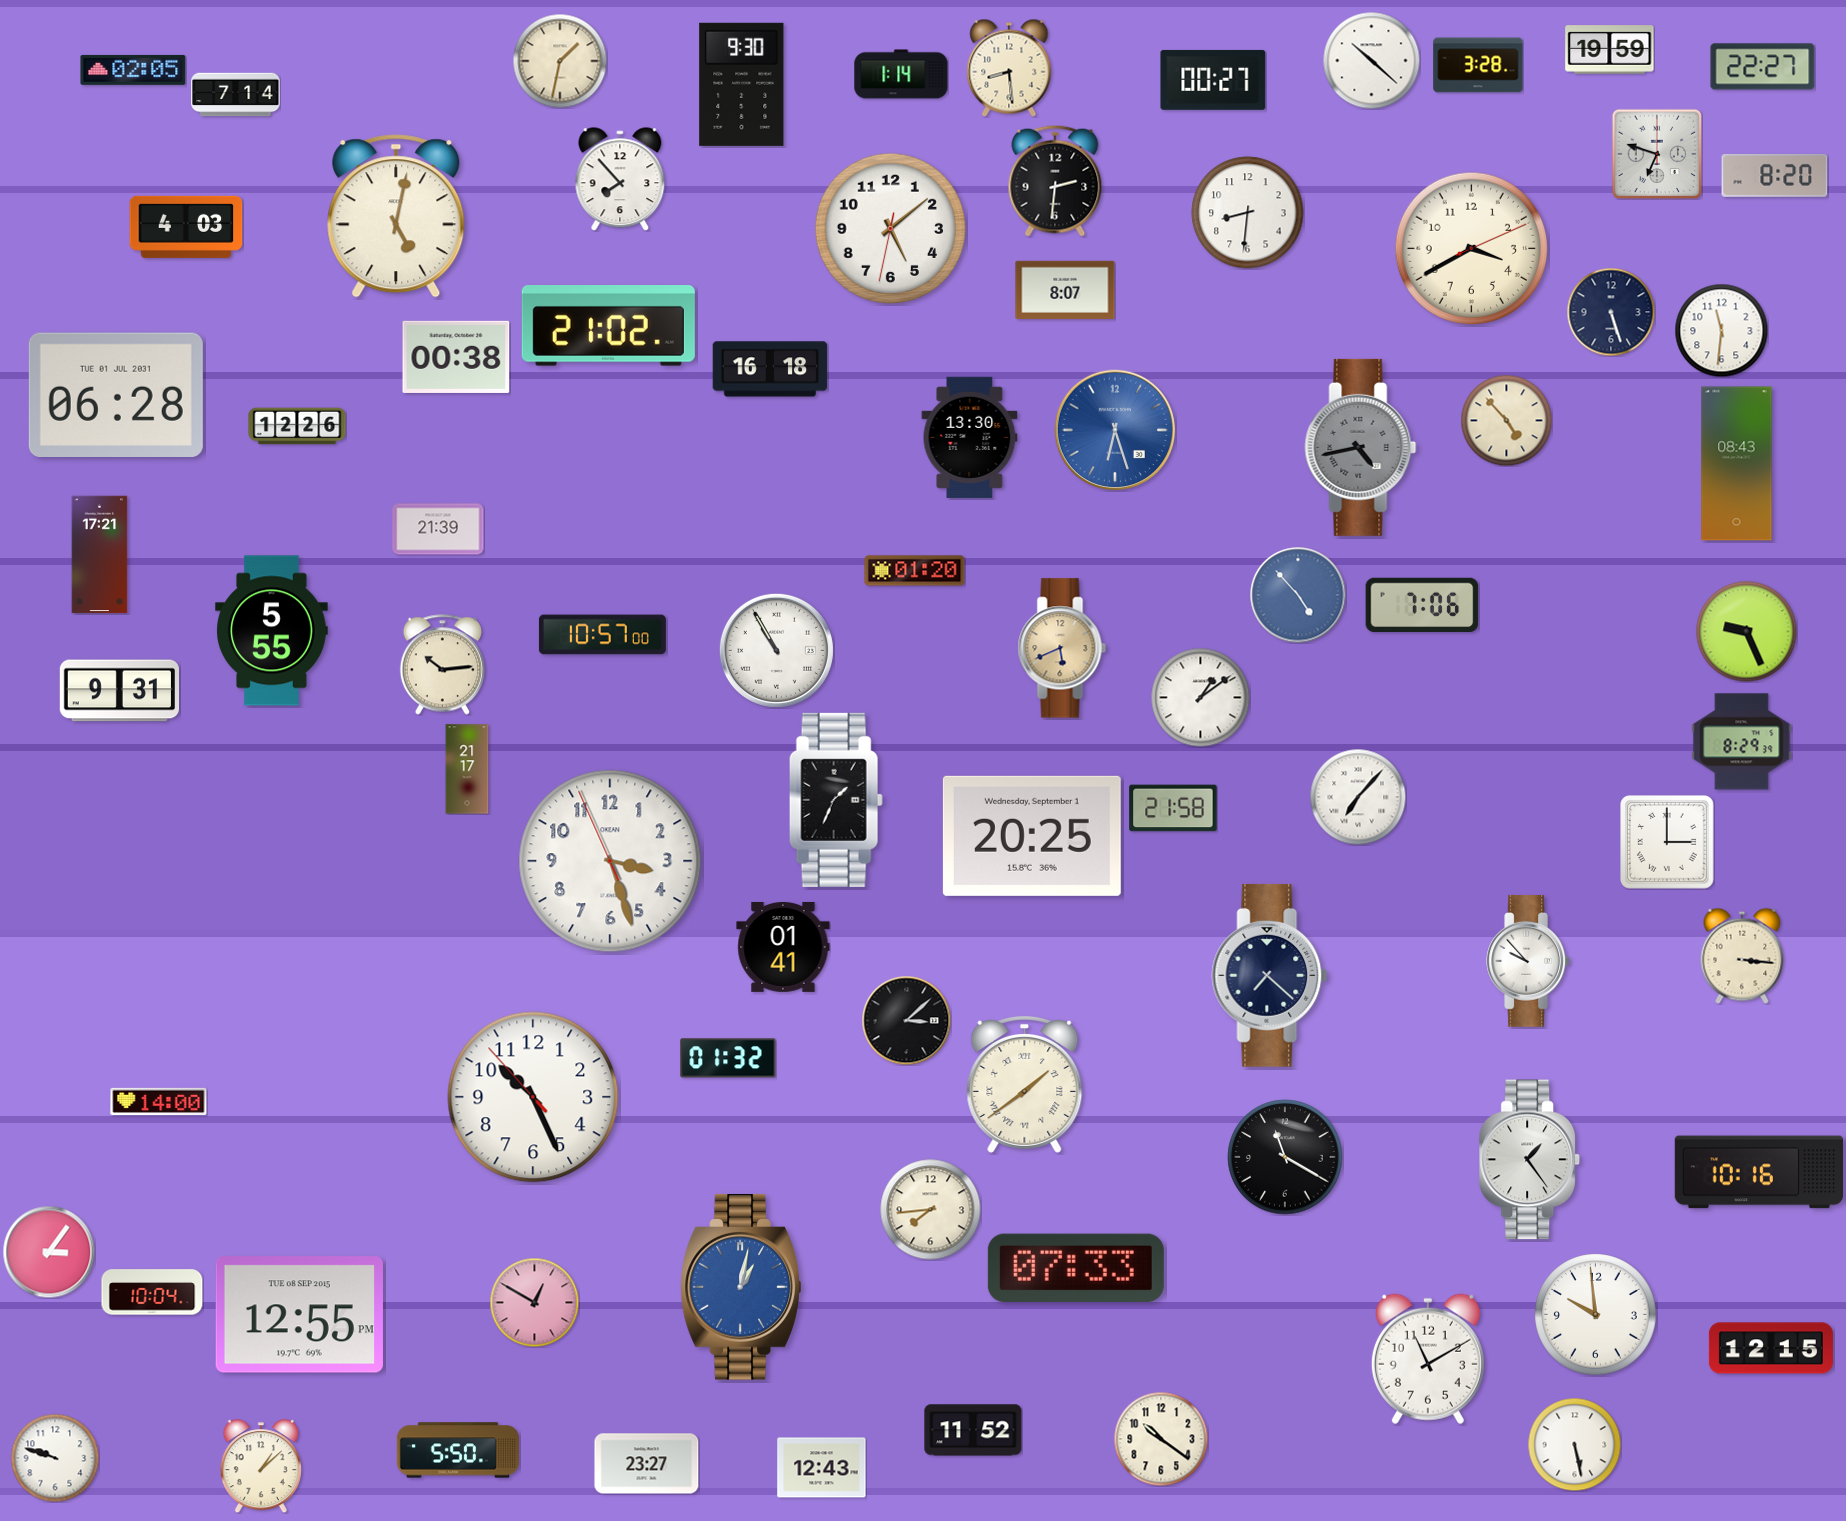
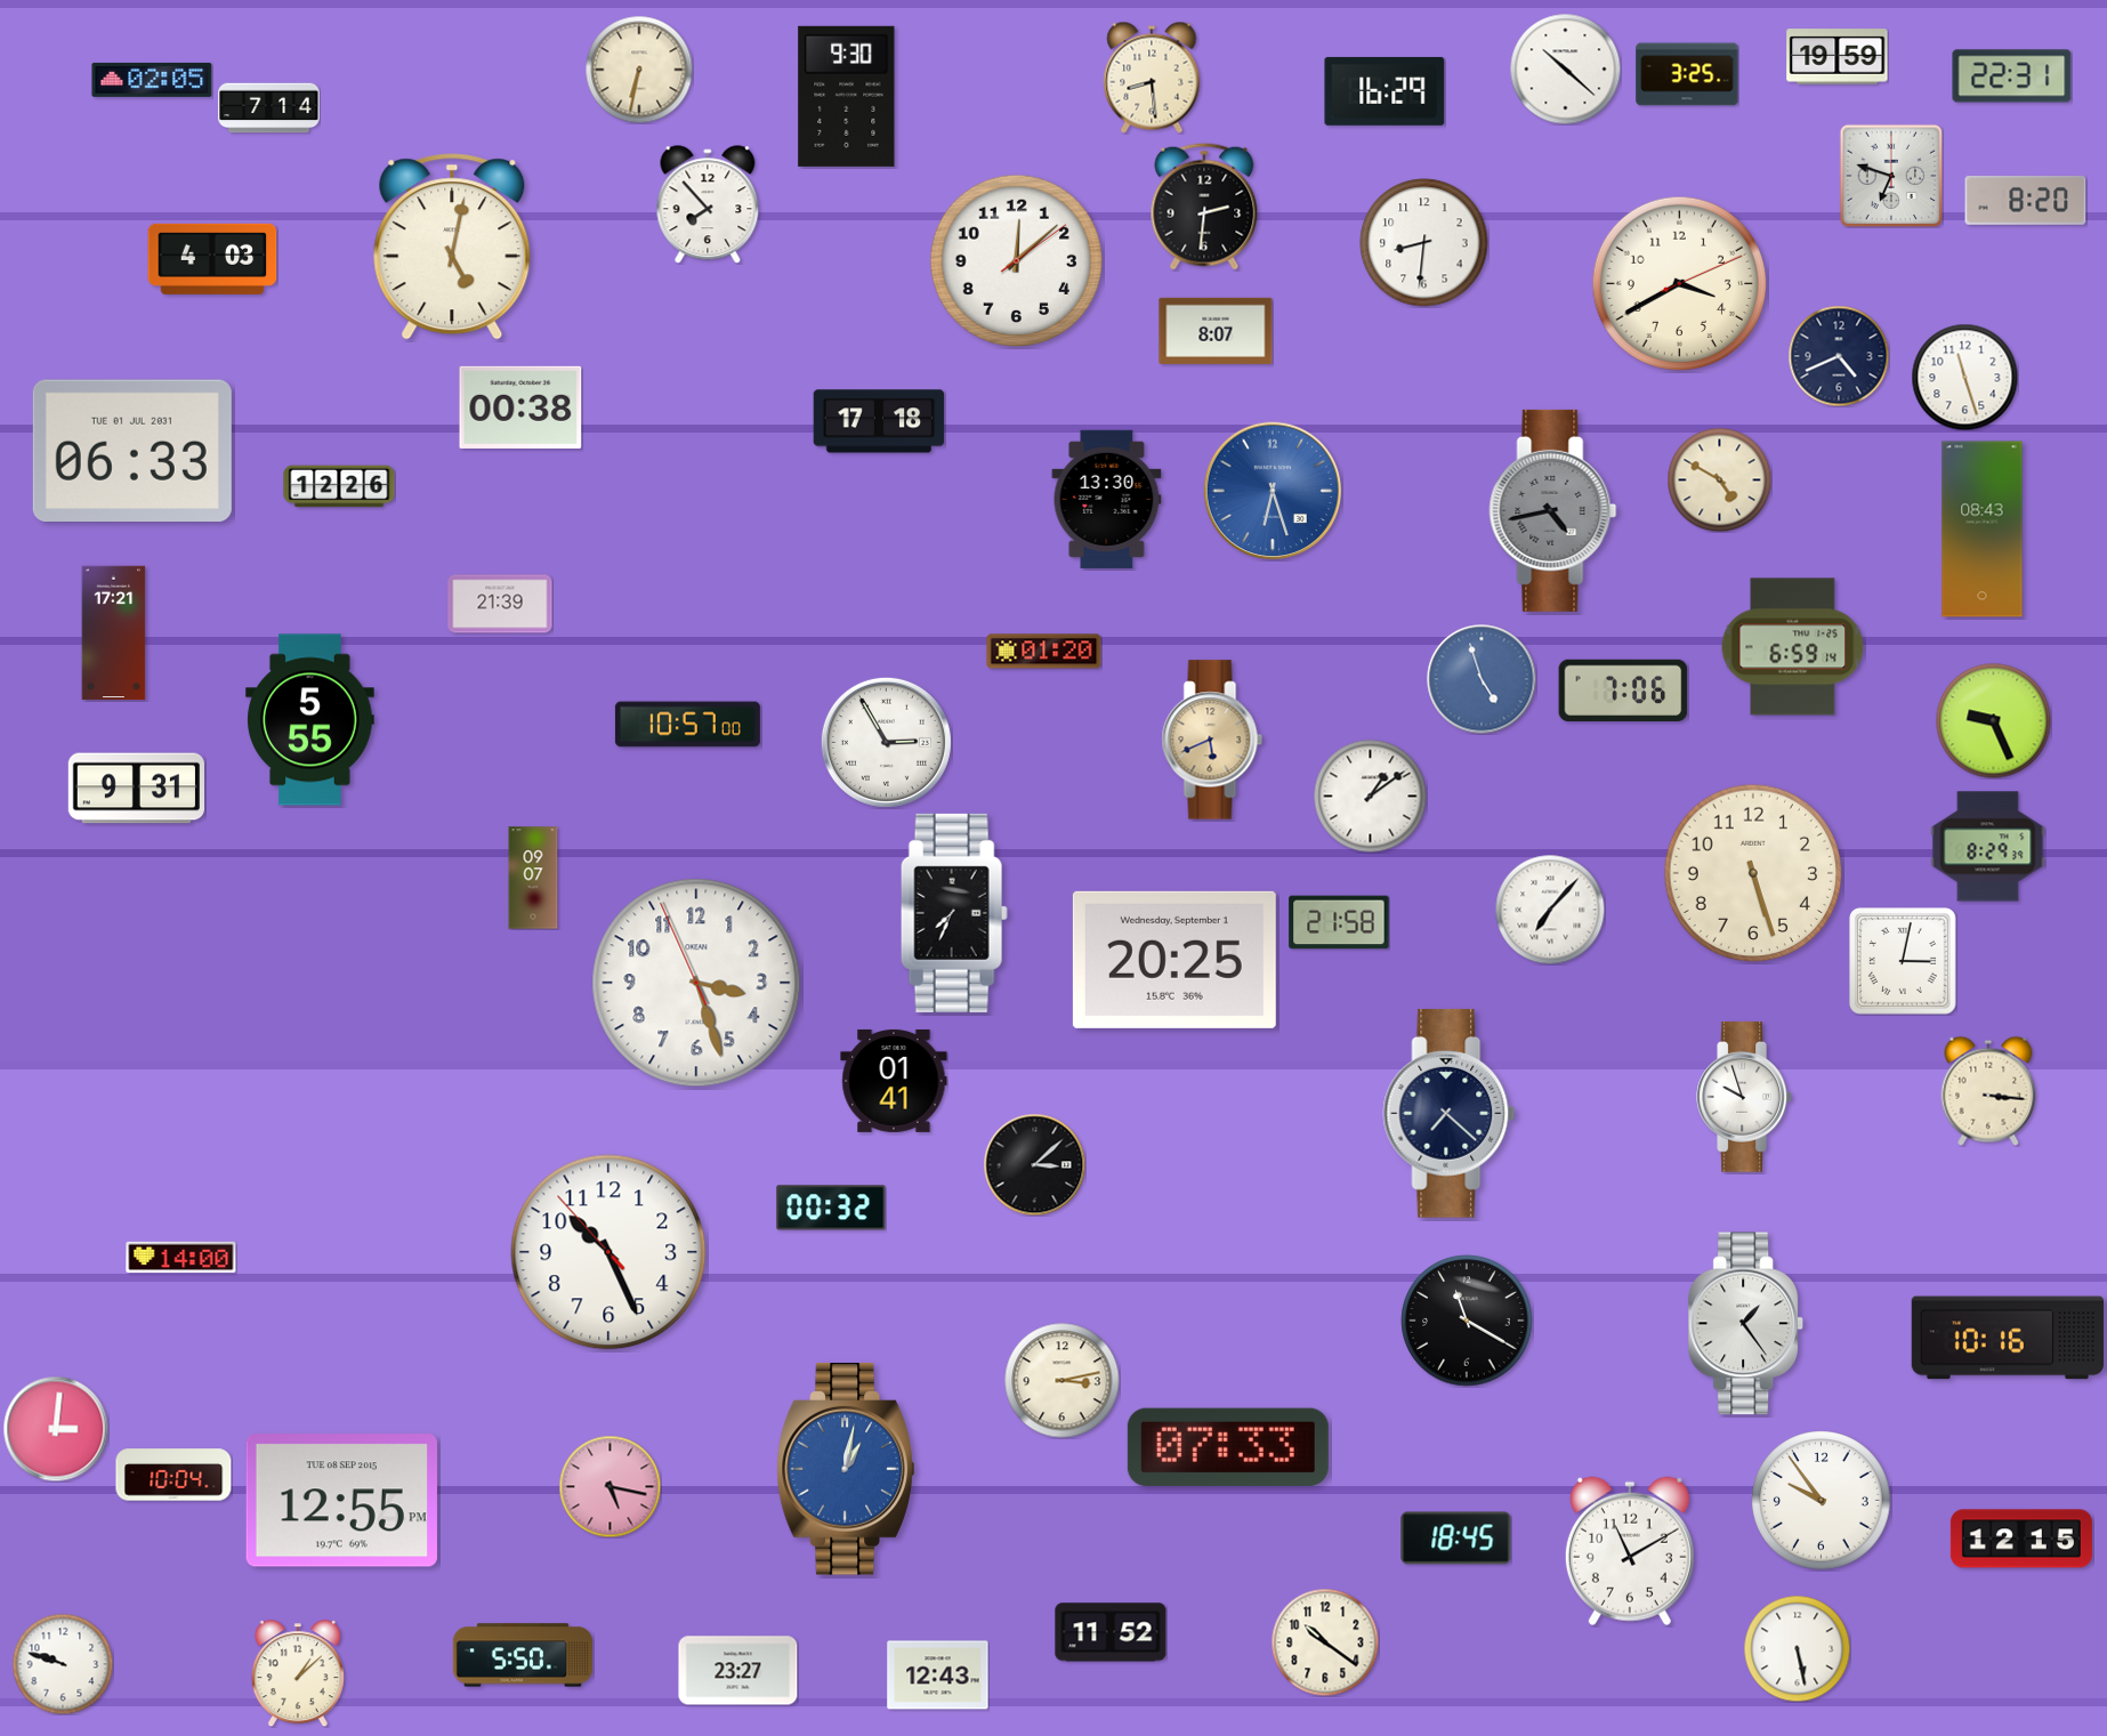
clock at (560, 61): 1:32 -> 6:32
clock at (1478, 65): 3:28 -> 3:25
clock at (1763, 67): 22:27 -> 22:31
clock at (901, 74): 1:14 -> none
clock at (1213, 80): 00:27 -> 16:29
clock at (890, 228): 5:08 -> 12:08
clock at (1611, 312): 5:27 -> 4:41
clock at (608, 326): 21:02 -> none
clock at (1721, 330): 11:31 -> 11:27
clock at (770, 369): 16:18 -> 17:18
clock at (116, 394): 06:28 -> 06:33
clock at (1506, 420): 4:53 -> 4:50
clock at (1793, 647): none -> 6:59
clock at (1298, 595): 4:53 -> 4:57
clock at (776, 650): 10:55 -> 2:55
clock at (442, 665): 10:14 -> none
clock at (1753, 873): none -> 5:27
clock at (467, 769): 21:17 -> 09:07
clock at (836, 800): 1:34 -> 7:34
clock at (1032, 836) position: (1032, 836) -> (1174, 960)
clock at (1668, 843): 3:00 -> 3:02
clock at (1528, 962): 9:53 -> 9:57
clock at (728, 1058): 01:32 -> 00:32
clock at (1025, 1084): 1:39 -> none
clock at (931, 1210): 7:44 -> 3:13
clock at (49, 1252): 3:06 -> 3:01
clock at (534, 1302): 12:50 -> 5:17
clock at (1596, 1315): 9:59 -> 9:54
clock at (1456, 1539): none -> 18:45
